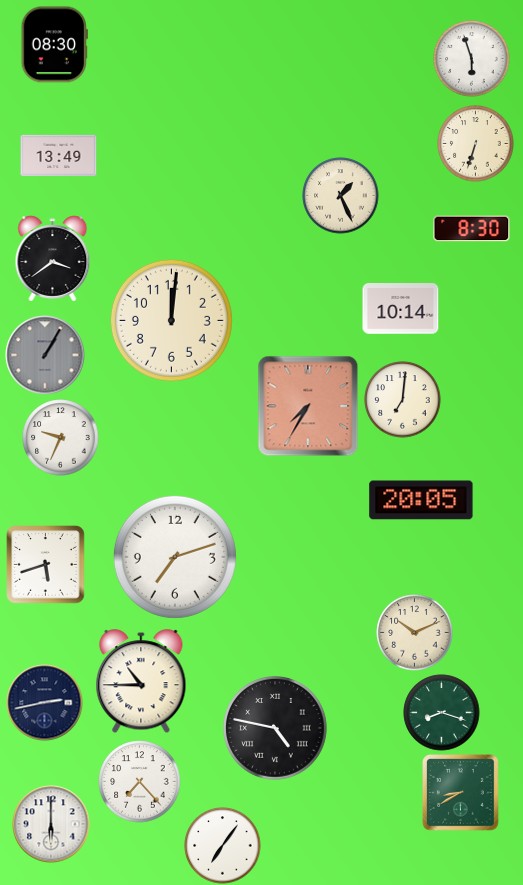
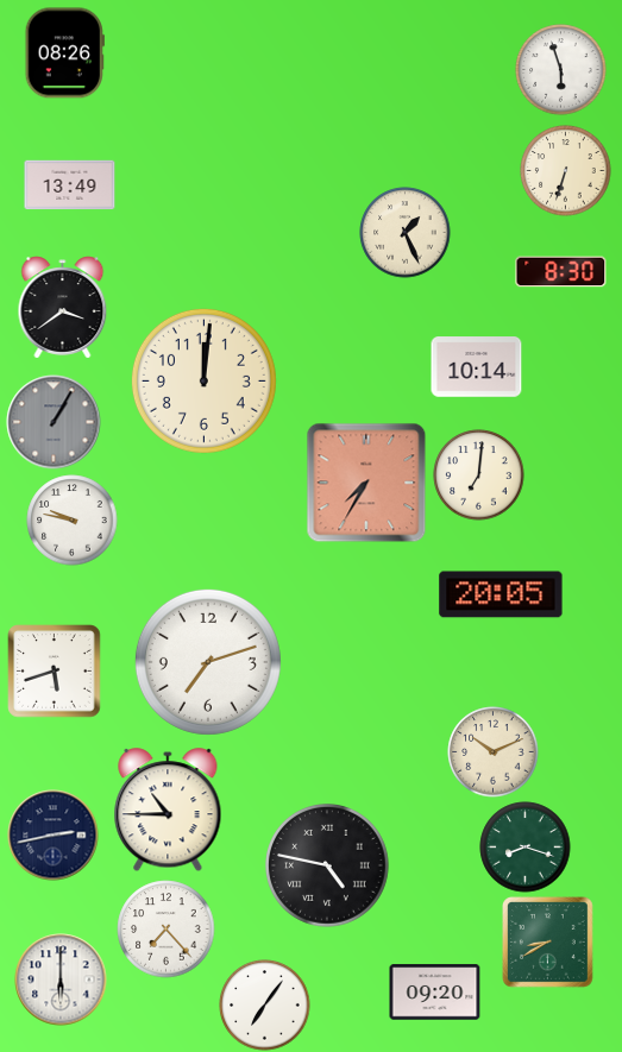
clock at (54, 45): 08:30 -> 08:26
clock at (61, 438): 9:34 -> 9:47
clock at (435, 993): none -> 09:20
